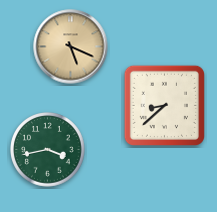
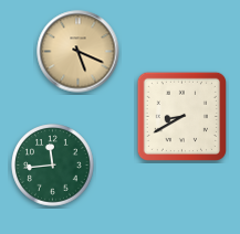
clock at (164, 105): 8:38 -> 8:40
clock at (48, 150): 3:43 -> 11:44
